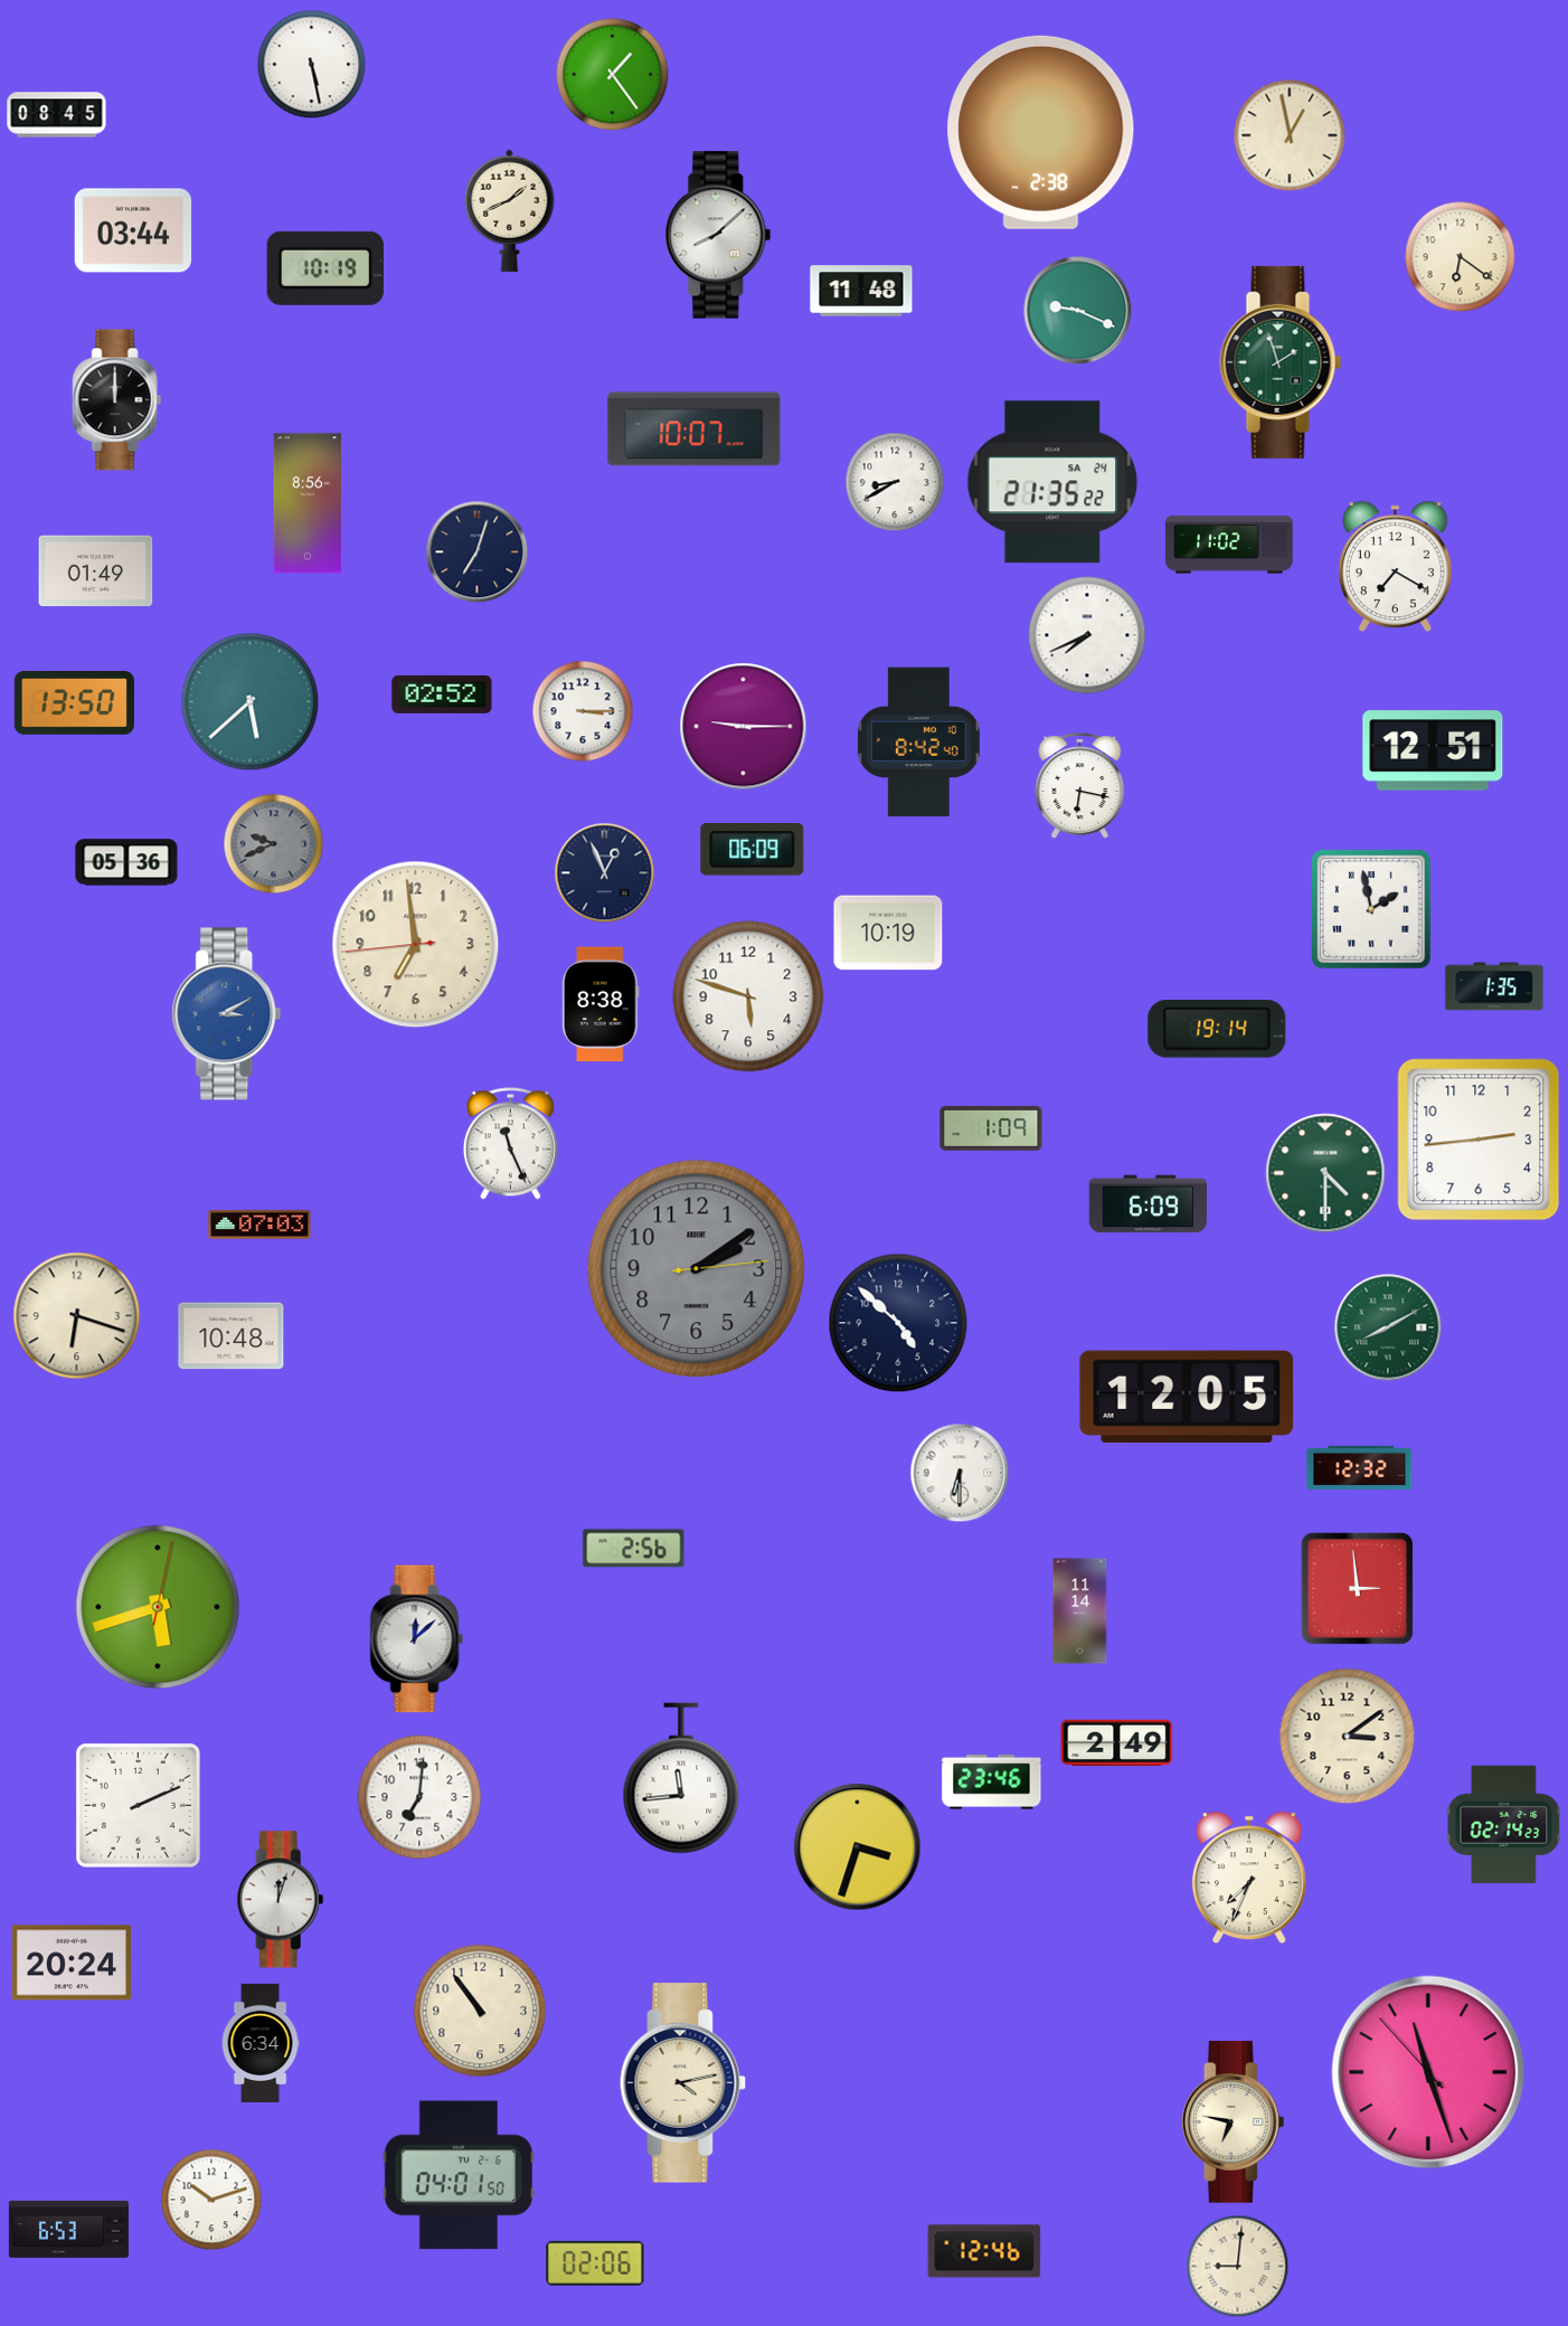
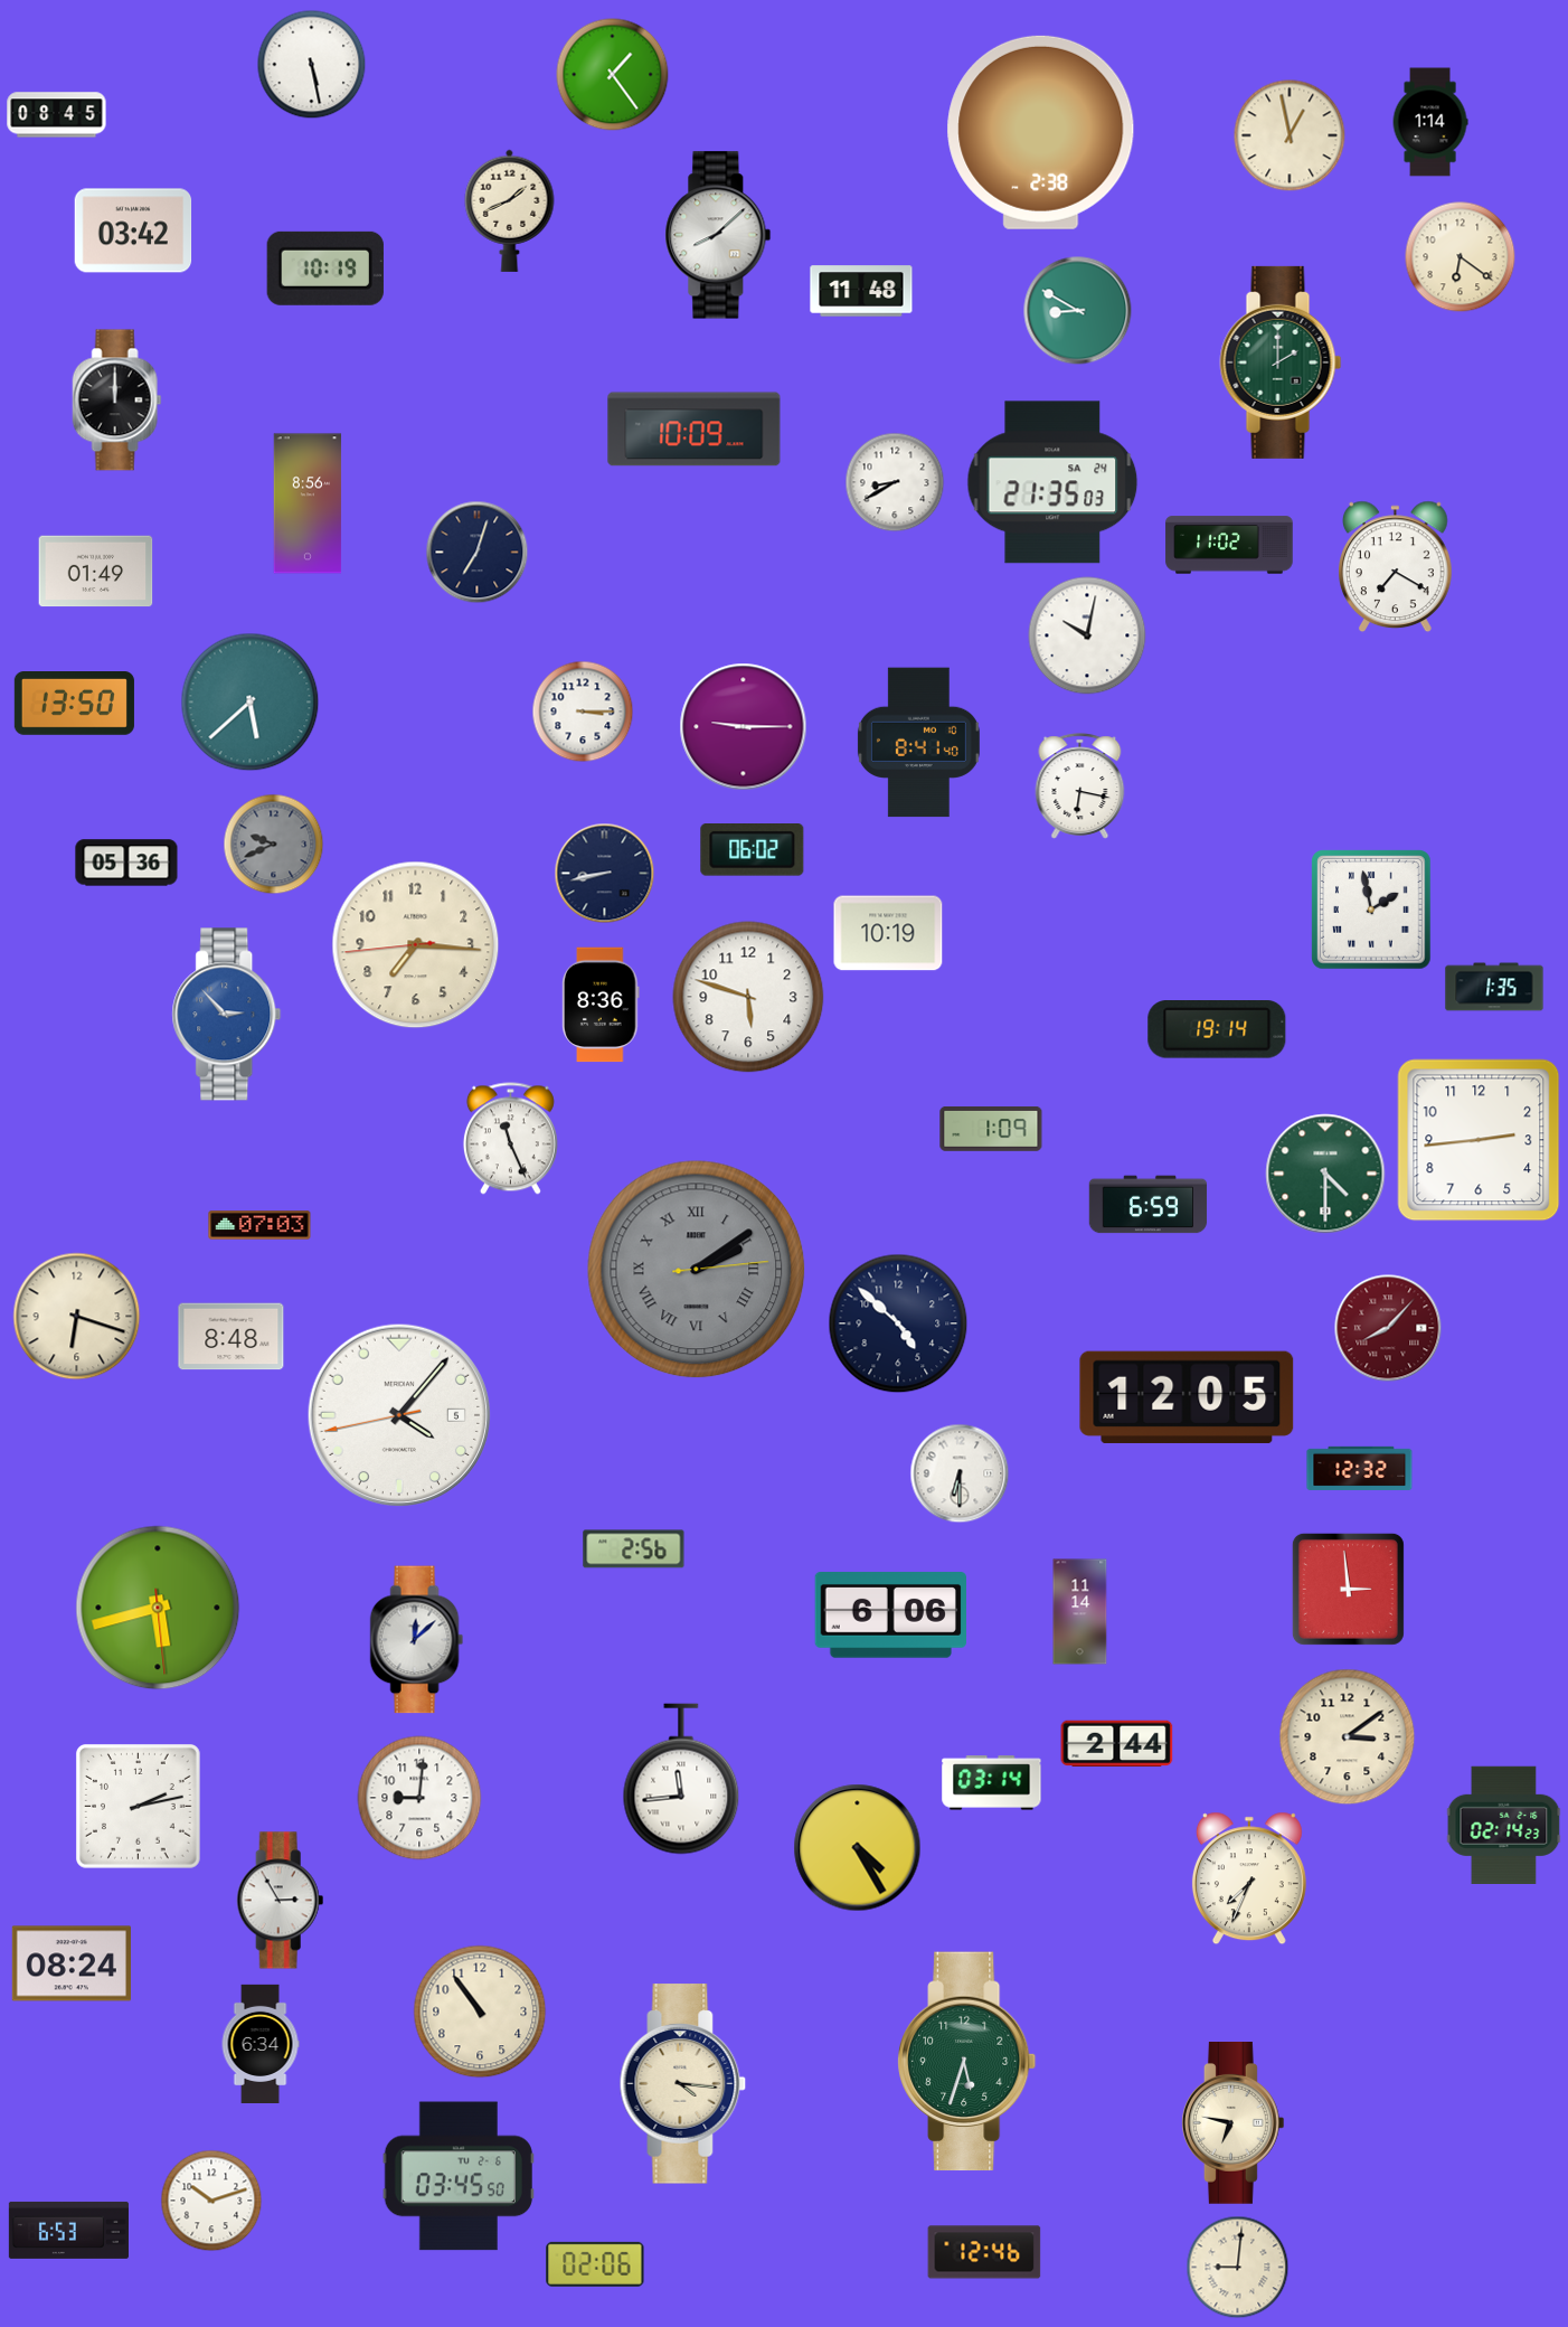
clock at (1430, 122): none -> 1:14
clock at (133, 230): 03:44 -> 03:42
clock at (1078, 311): 9:19 -> 8:50
clock at (1281, 362): 1:57 -> 2:00
clock at (695, 429): 10:07 -> 10:09
clock at (1052, 482): 21:35:22 -> 21:35:03
clock at (1087, 635): 7:41 -> 10:02
clock at (442, 694): 02:52 -> none
clock at (918, 743): 8:42 -> 8:41
clock at (1433, 750): 12:51 -> none
clock at (753, 850): 06:09 -> 06:02
clock at (605, 873): 12:56 -> 8:43
clock at (416, 945): 6:58 -> 7:15
clock at (601, 1004): 8:38 -> 8:36
clock at (227, 1014): 3:10 -> 2:53
clock at (510, 1144) position: (510, 1144) -> (510, 1139)
clock at (1149, 1204): 6:09 -> 6:59
clock at (697, 1269) numerals: Arabic -> Roman
clock at (1388, 1327): 8:10 -> 8:07
clock at (1388, 1327) dial: green -> burgundy
clock at (232, 1336): 10:48 -> 8:48
clock at (399, 1415): none -> 4:06
clock at (1357, 1588) position: (1357, 1588) -> (1348, 1589)
clock at (158, 1607): 5:42:02 -> 5:42:29
clock at (890, 1615): none -> 6:06
clock at (1117, 1743): 2:49 -> 2:44
clock at (992, 1783): 23:46 -> 03:14
clock at (419, 1797): 7:01 -> 9:01
clock at (139, 1806): 2:11 -> 2:13
clock at (858, 1847): 3:33 -> 4:25
clock at (281, 1900): 12:03 -> 2:55
clock at (72, 1963): 20:24 -> 08:24
clock at (967, 2062): none -> 5:33
clock at (1428, 2072): 11:26 -> none
clock at (683, 2083): 4:13 -> 4:16
clock at (459, 2175): 04:01 -> 03:45
